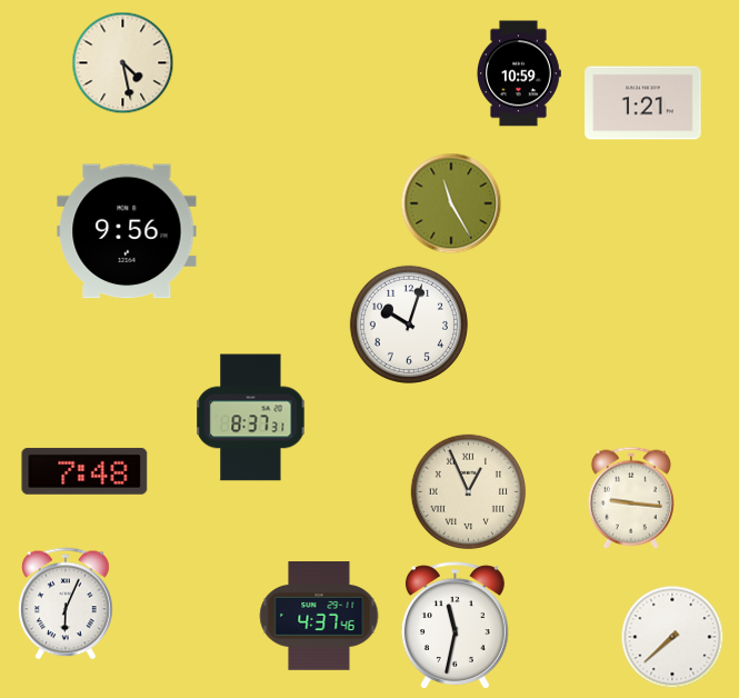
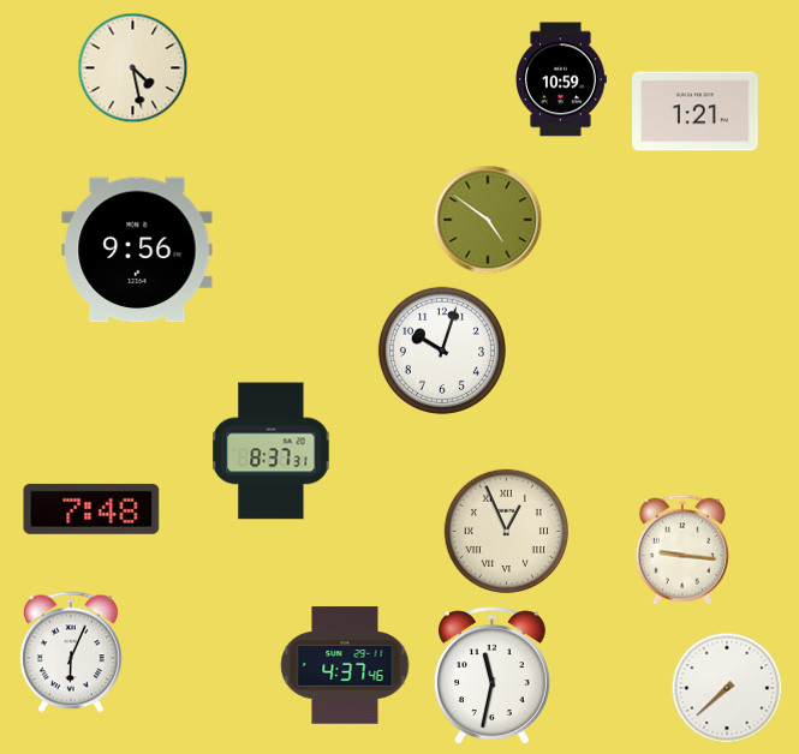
clock at (451, 203): 11:25 -> 4:51
clock at (631, 498) position: (631, 498) -> (682, 550)
